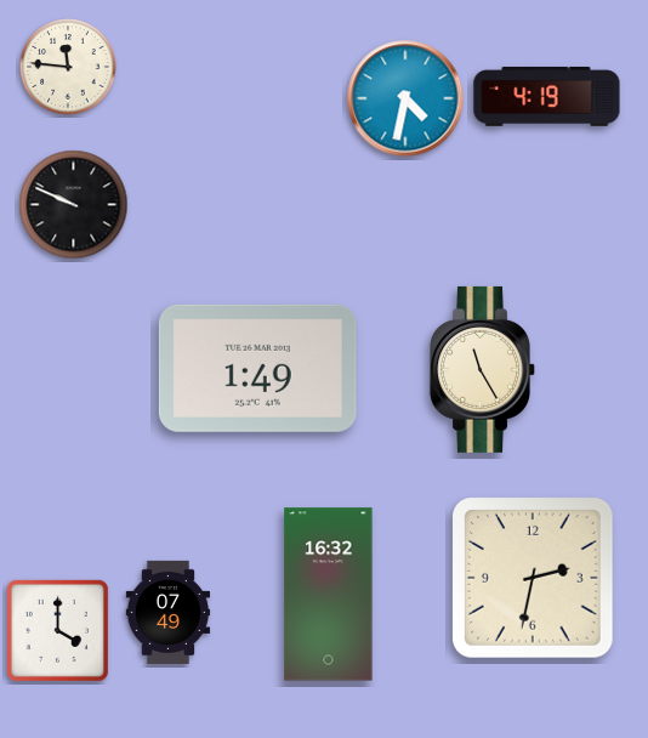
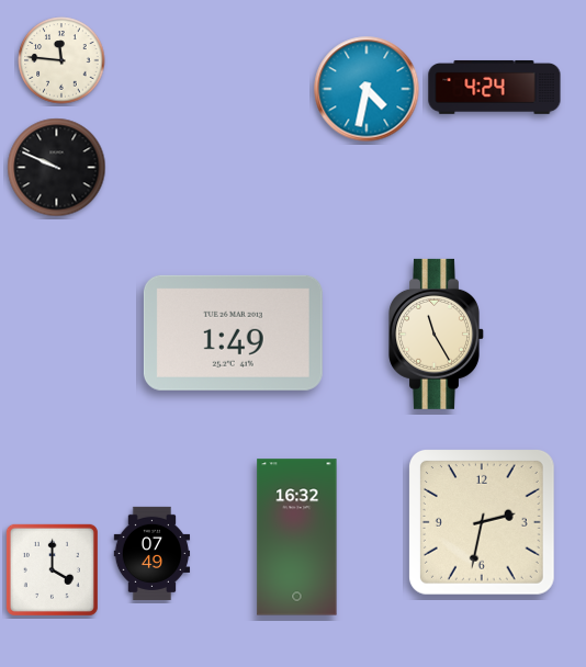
clock at (547, 97): 4:19 -> 4:24
clock at (74, 205) position: (74, 205) -> (57, 168)
